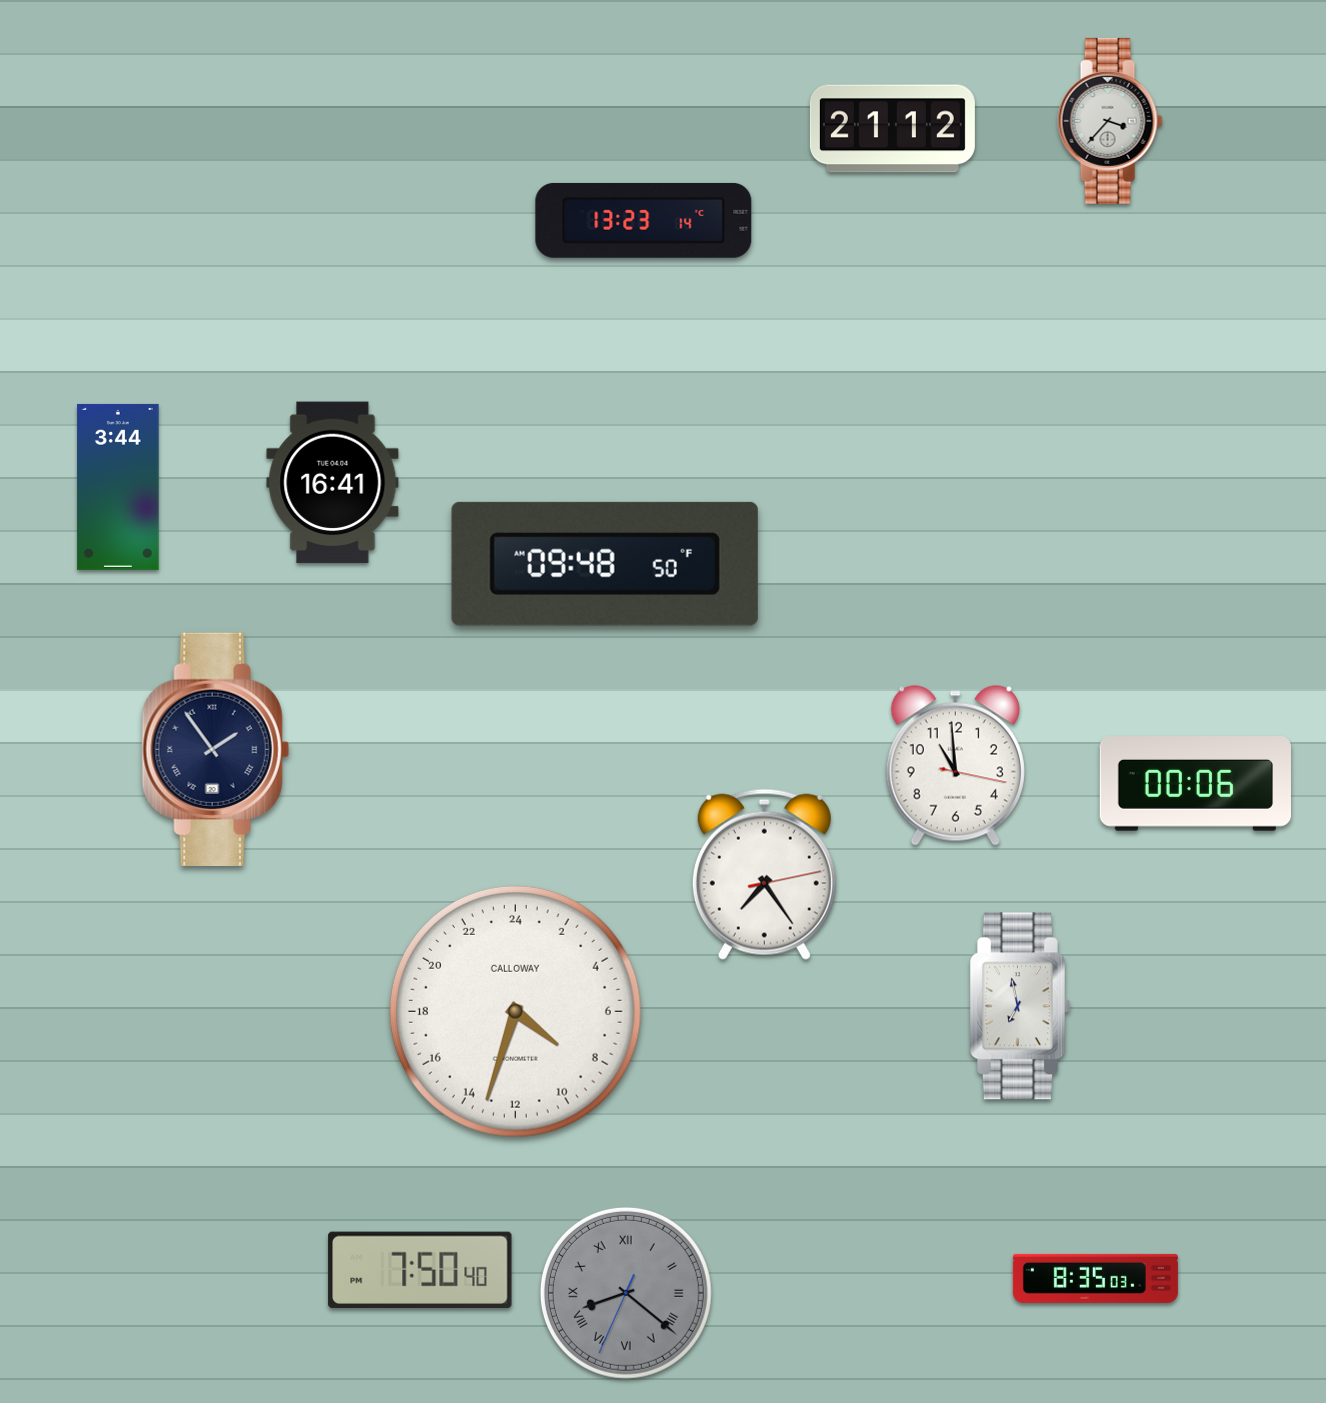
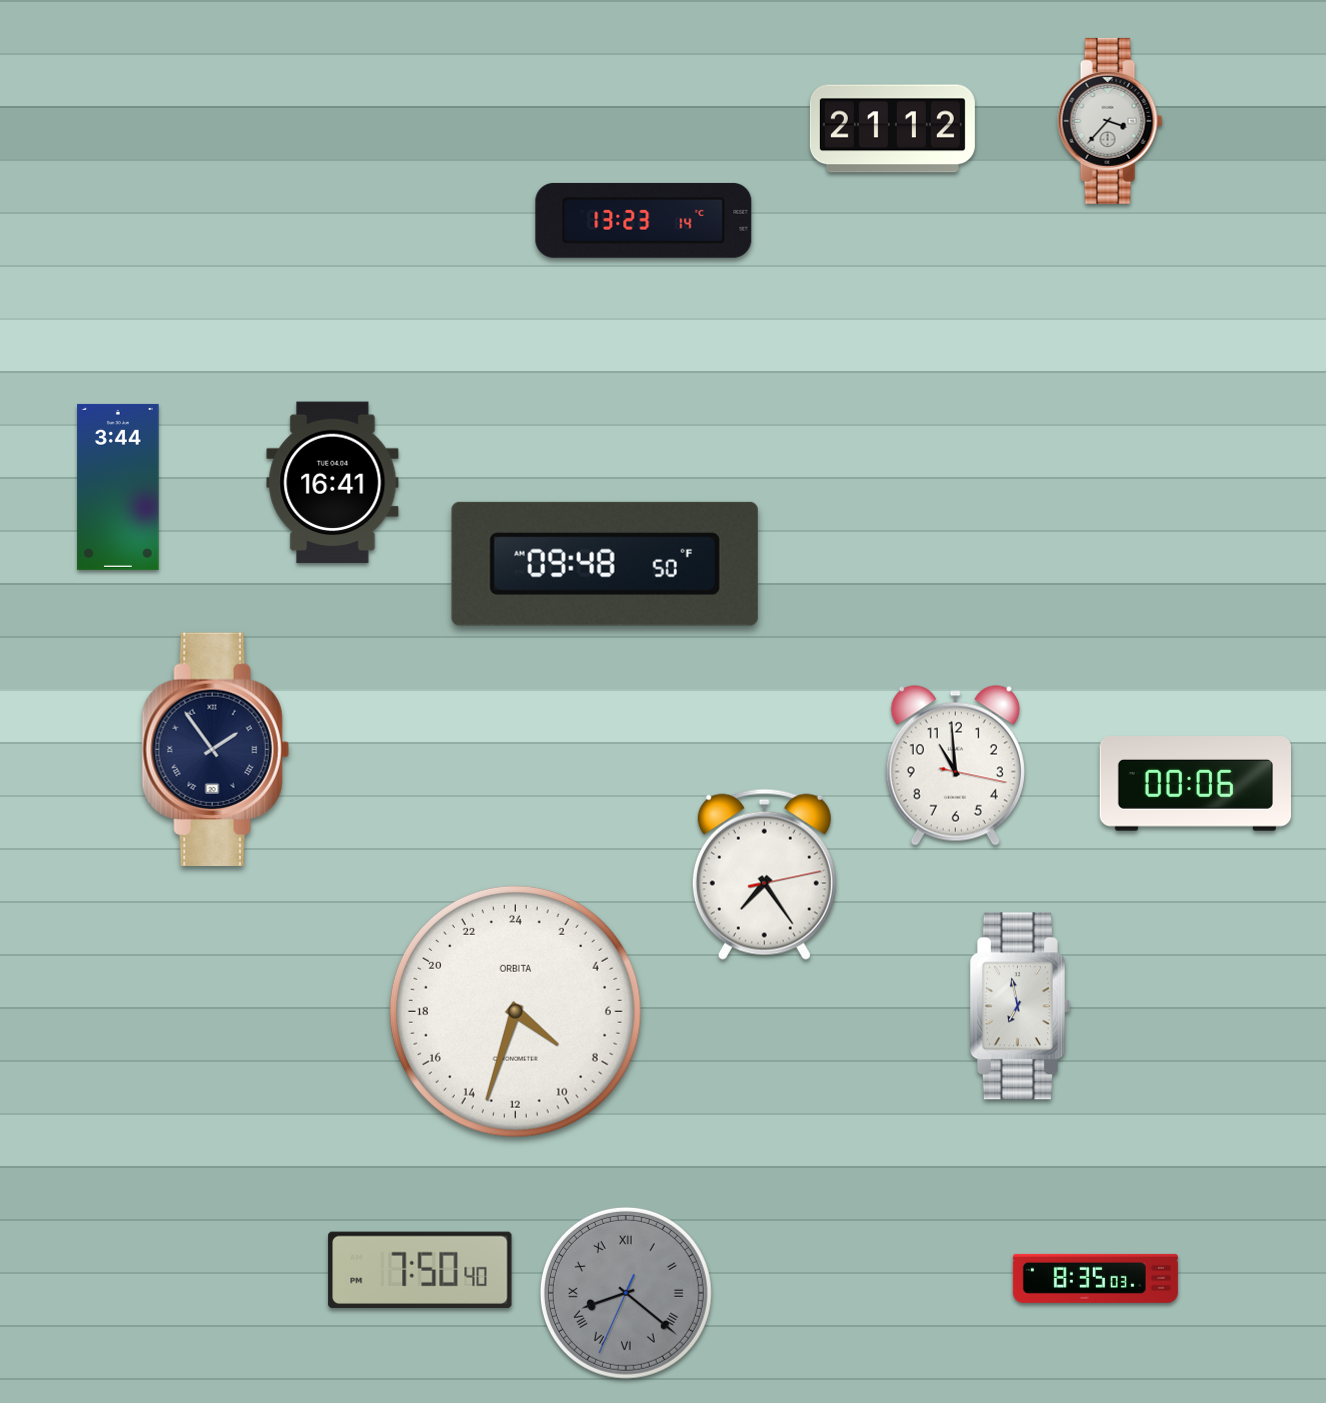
clock at (515, 1011) brand: CALLOWAY -> ORBITA
